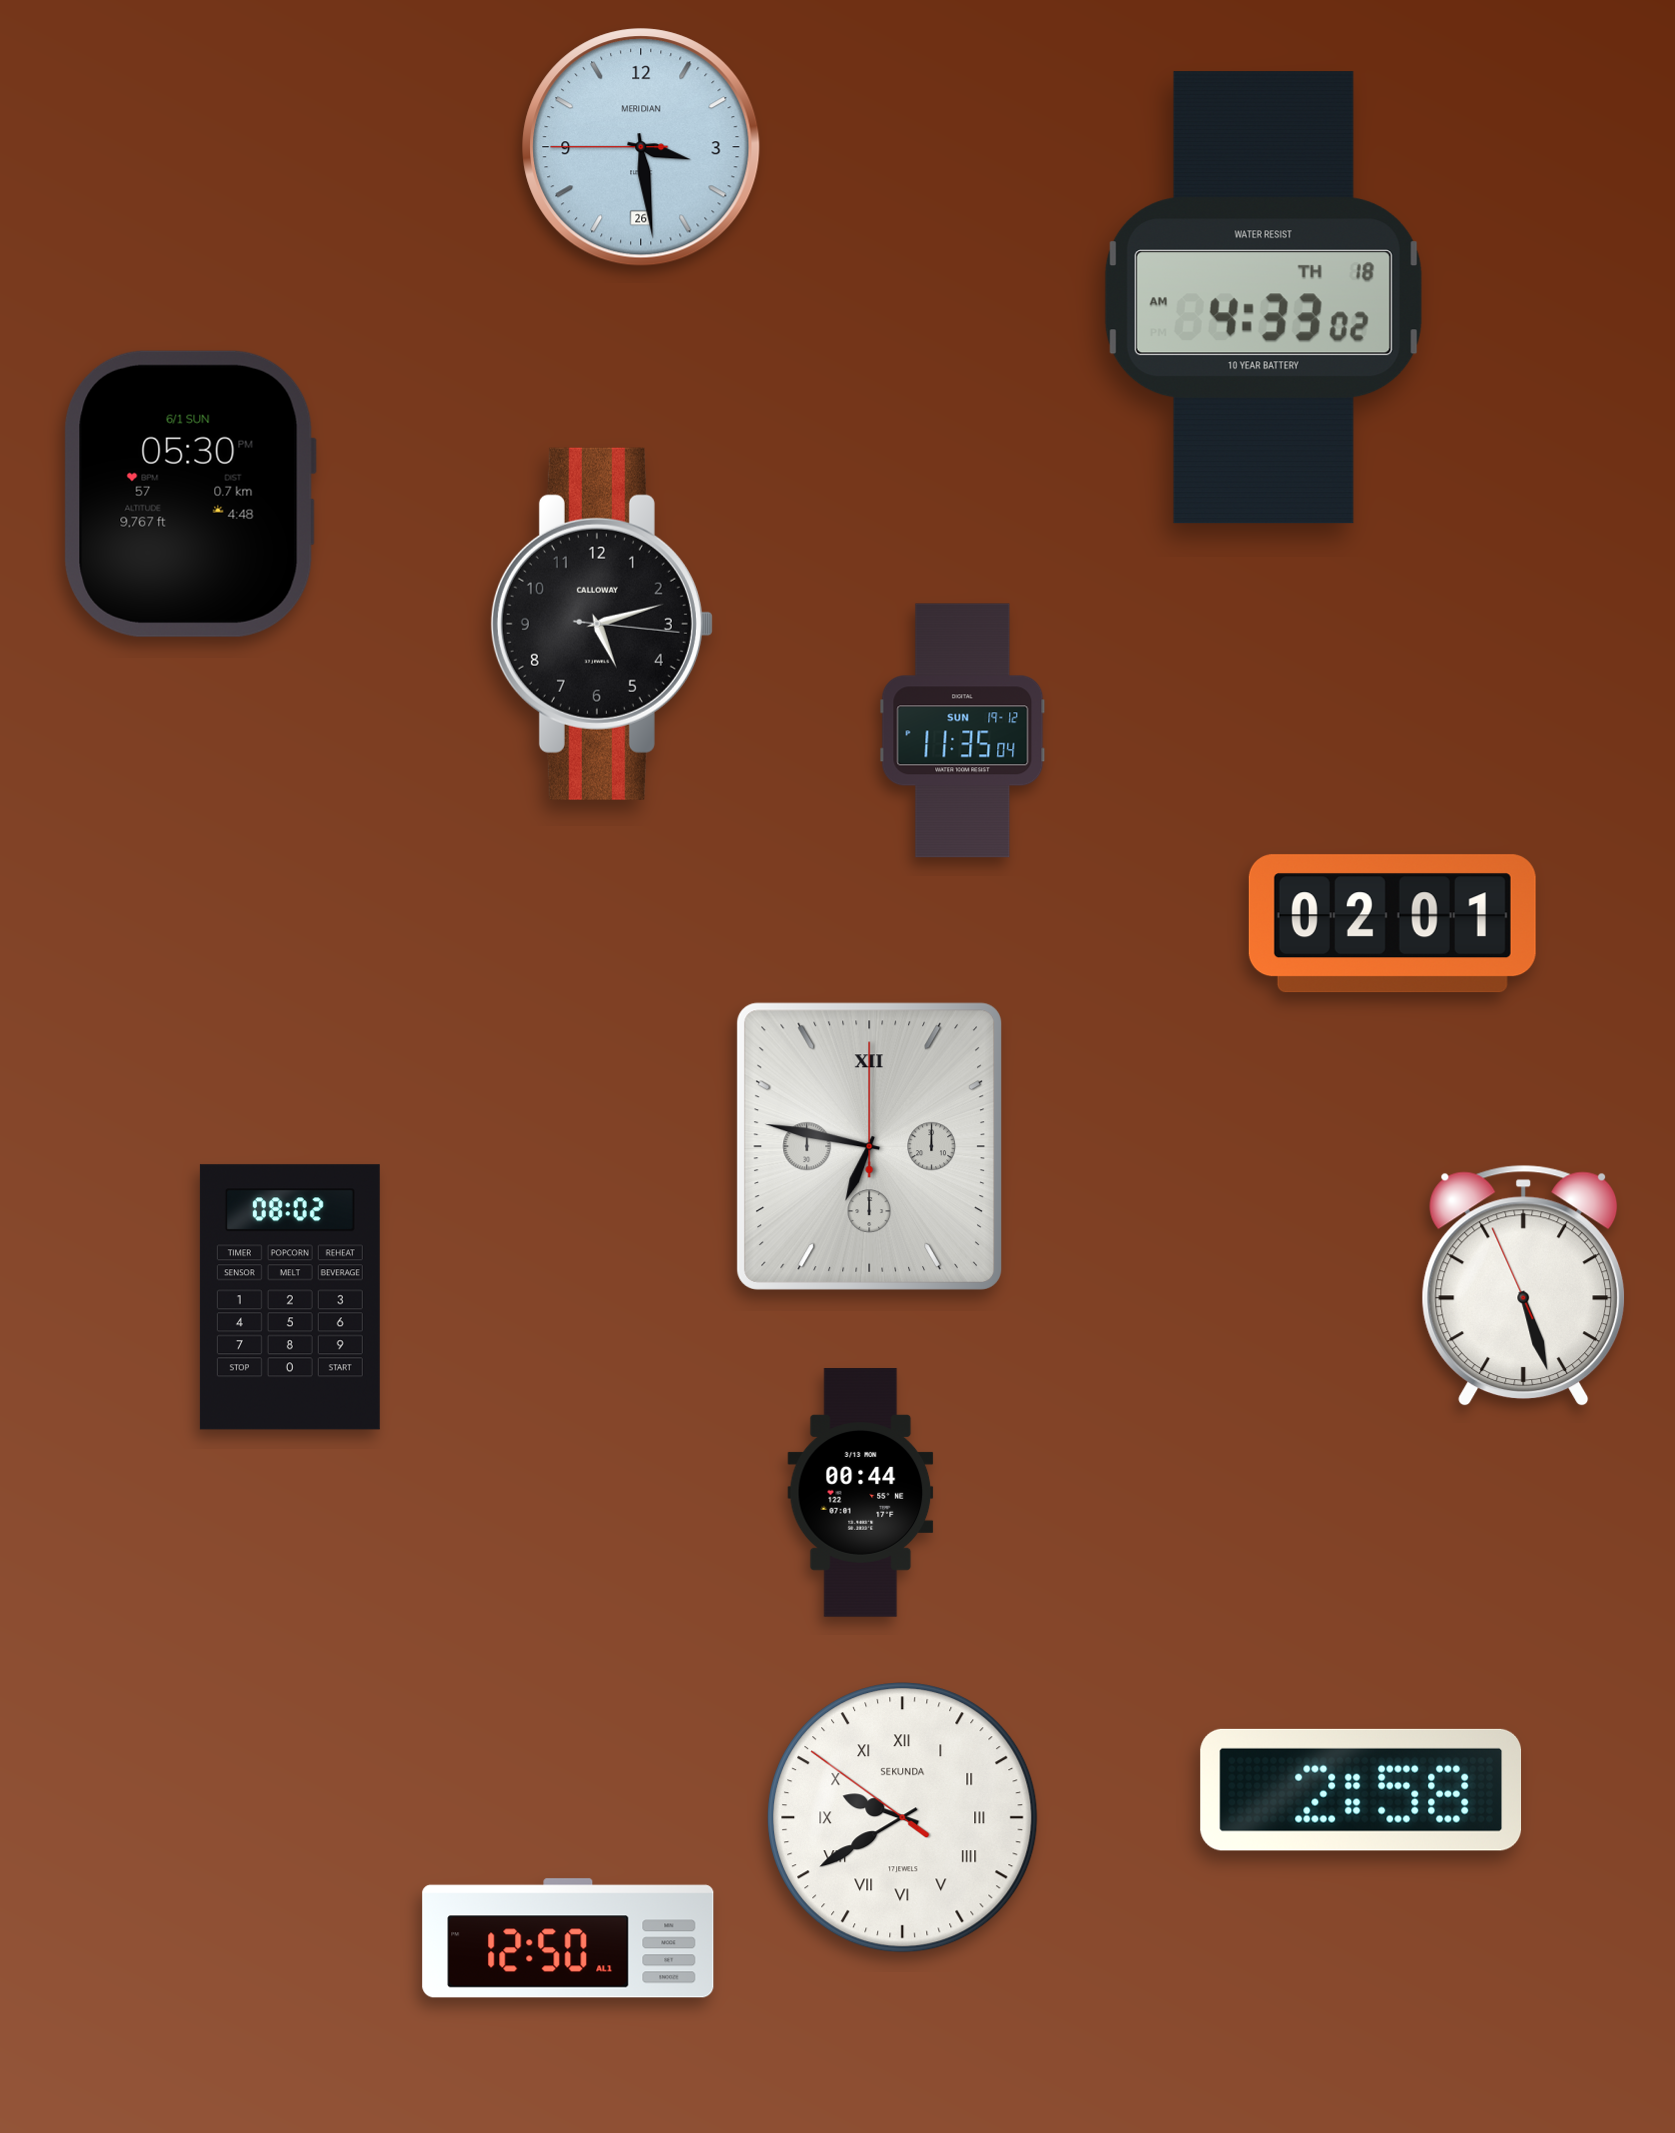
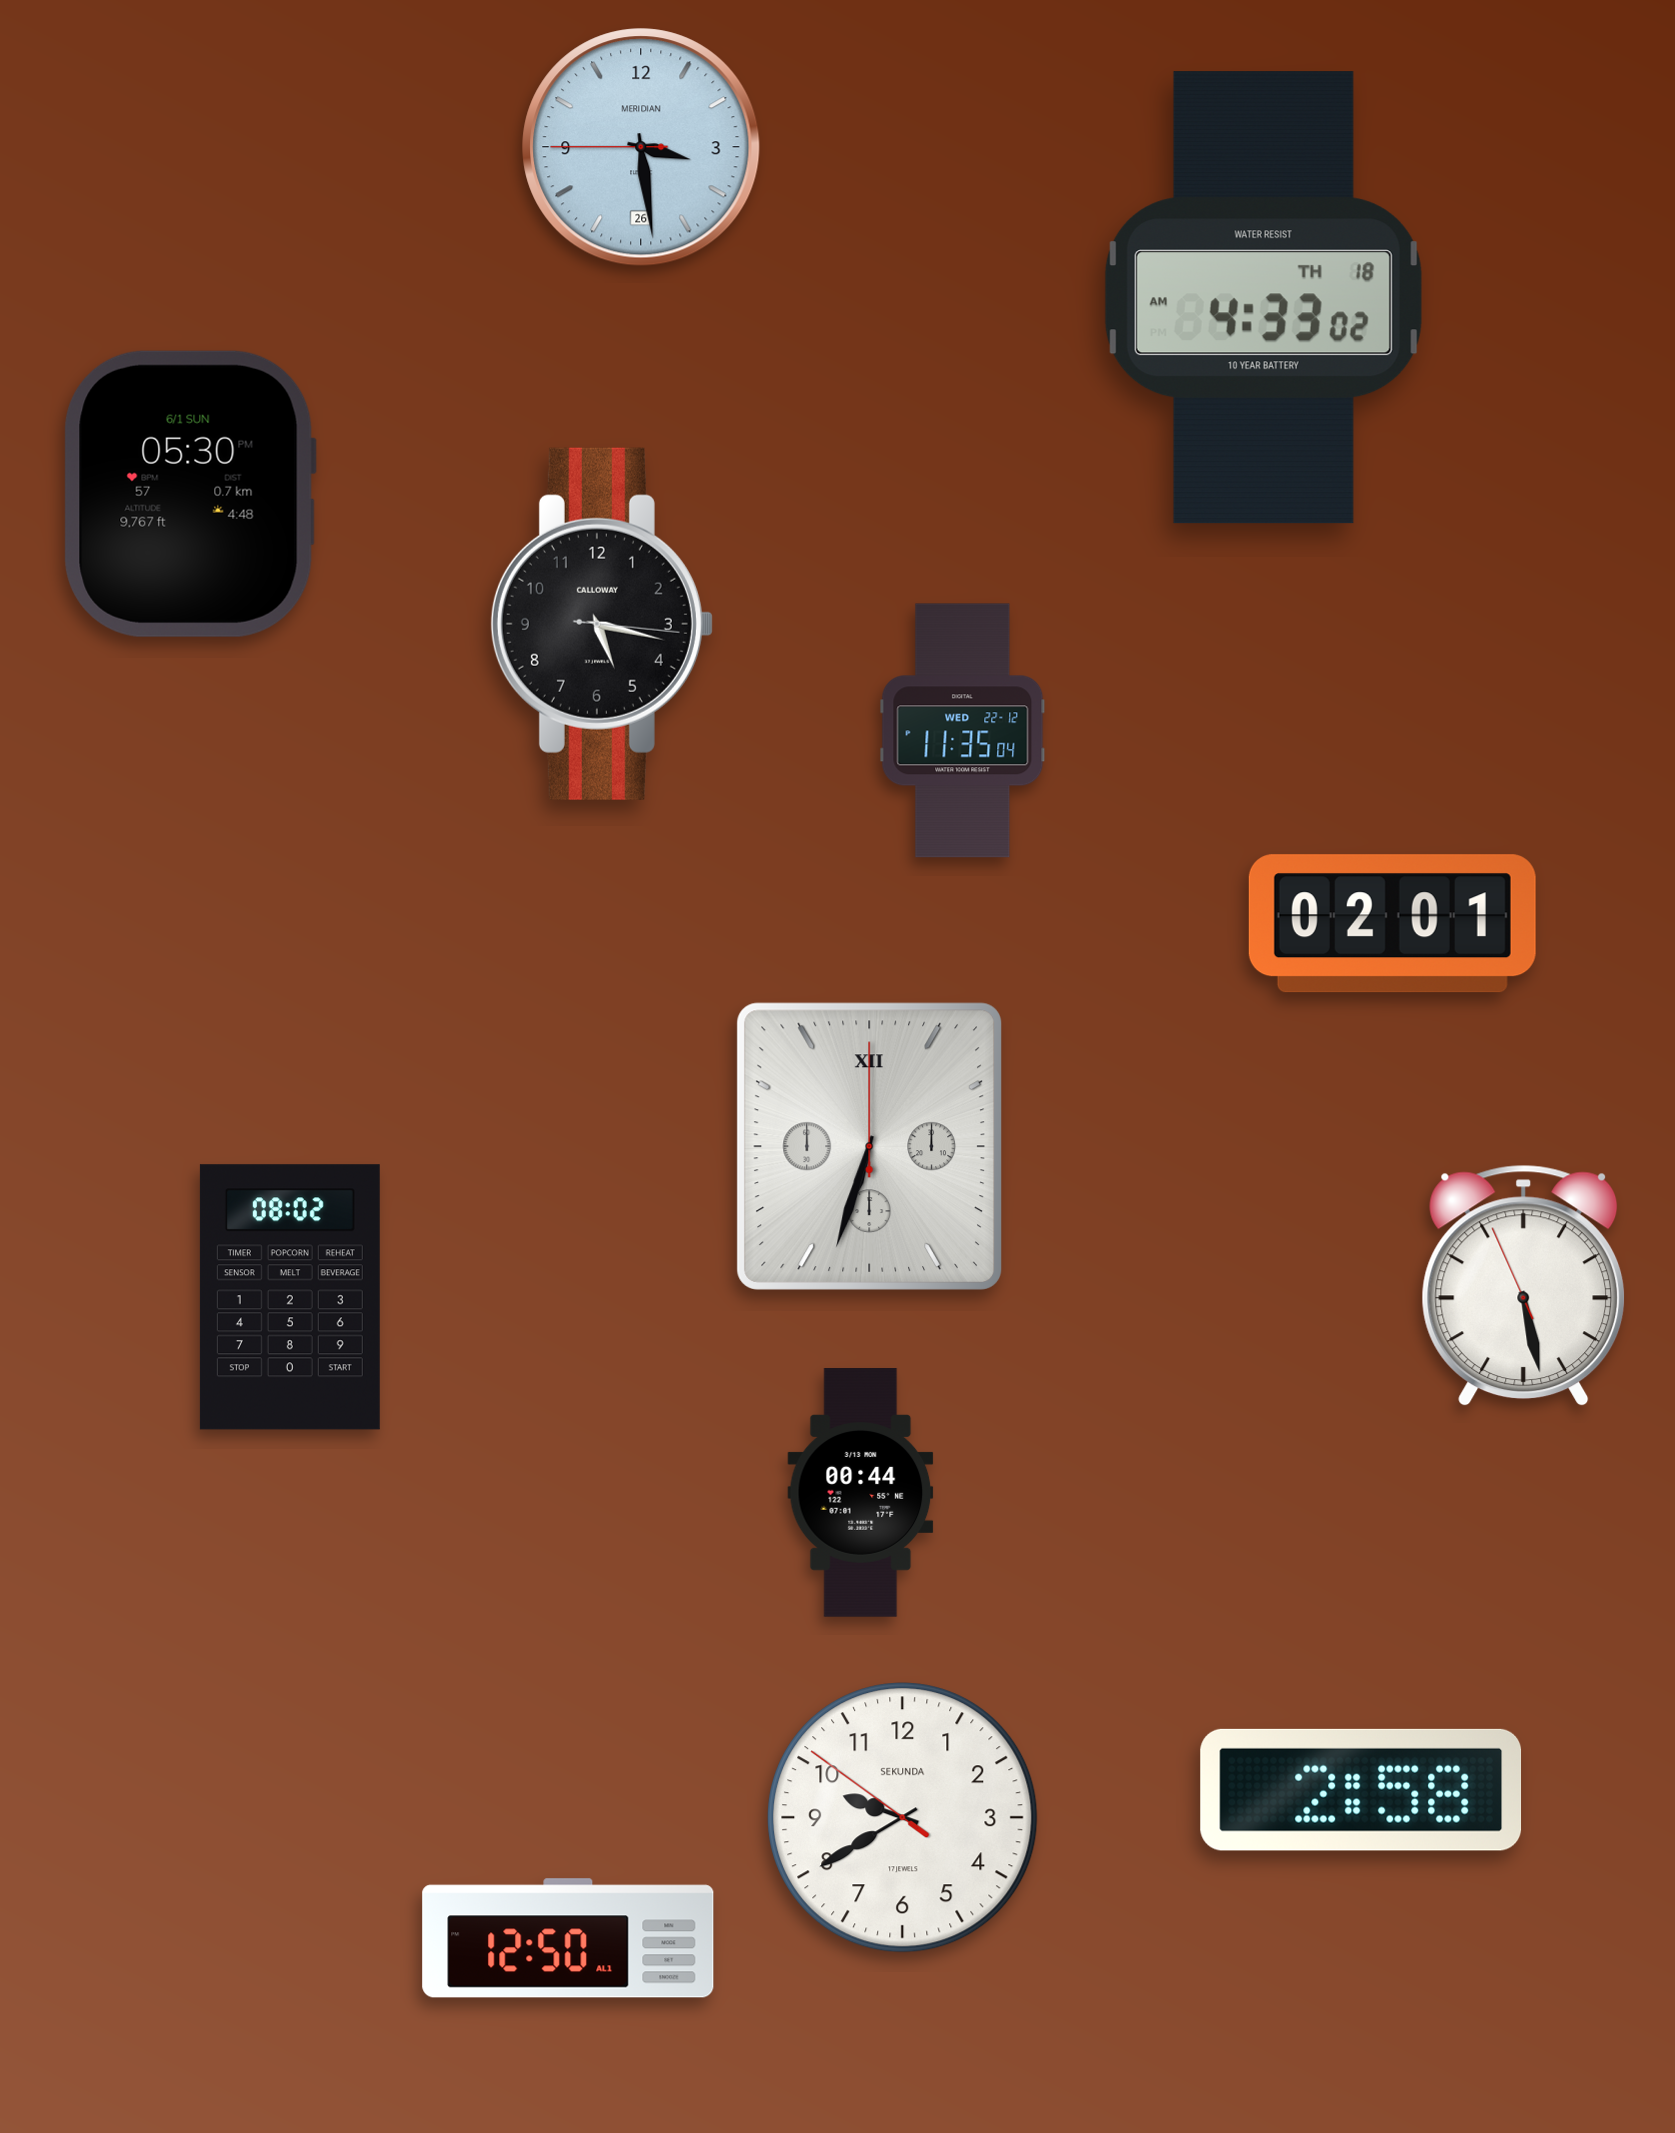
clock at (602, 624): 5:12 -> 5:17
clock at (963, 731) date: SUN 19-12 -> WED 22-12
clock at (869, 1146): 6:47 -> 6:33
clock at (1524, 1286): 5:26 -> 5:27
clock at (903, 1818) numerals: Roman -> Arabic
